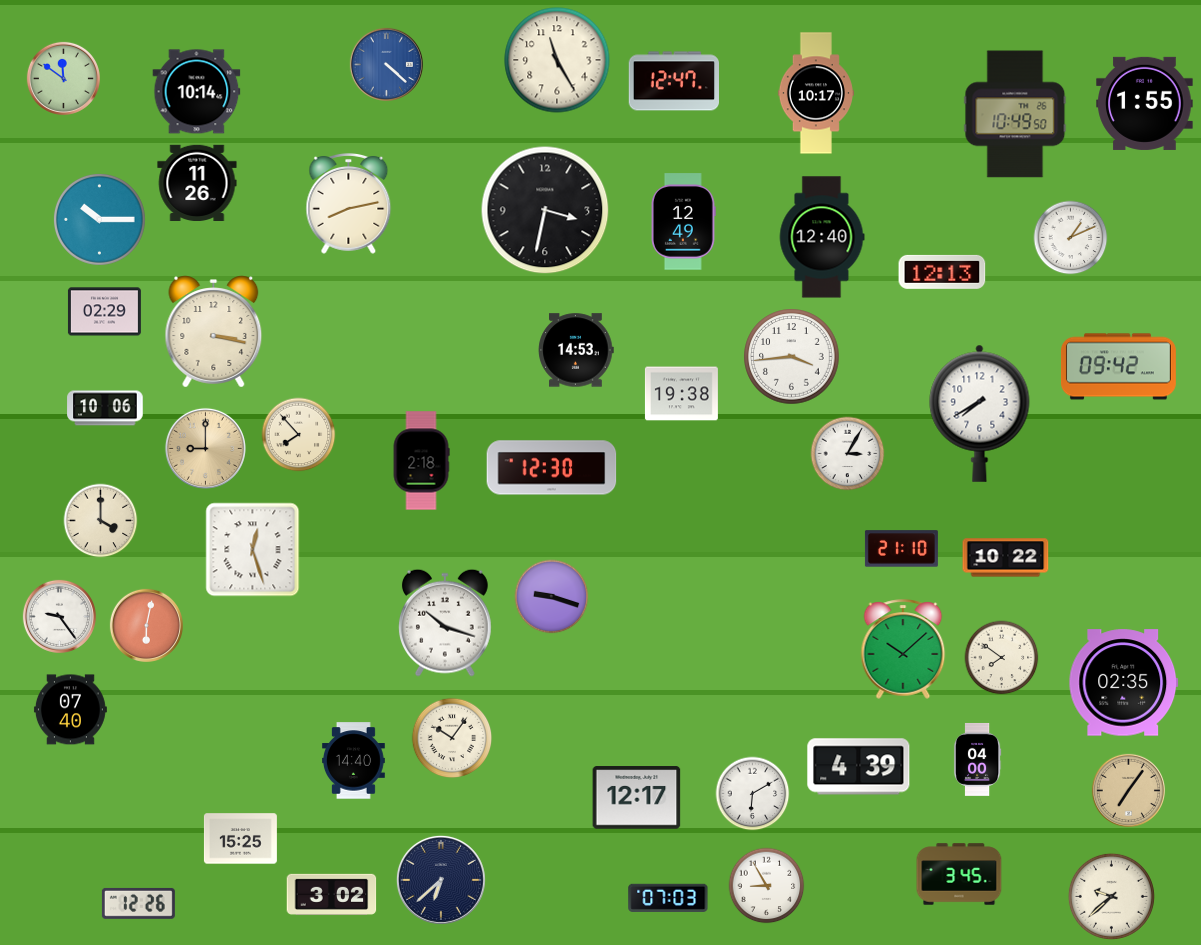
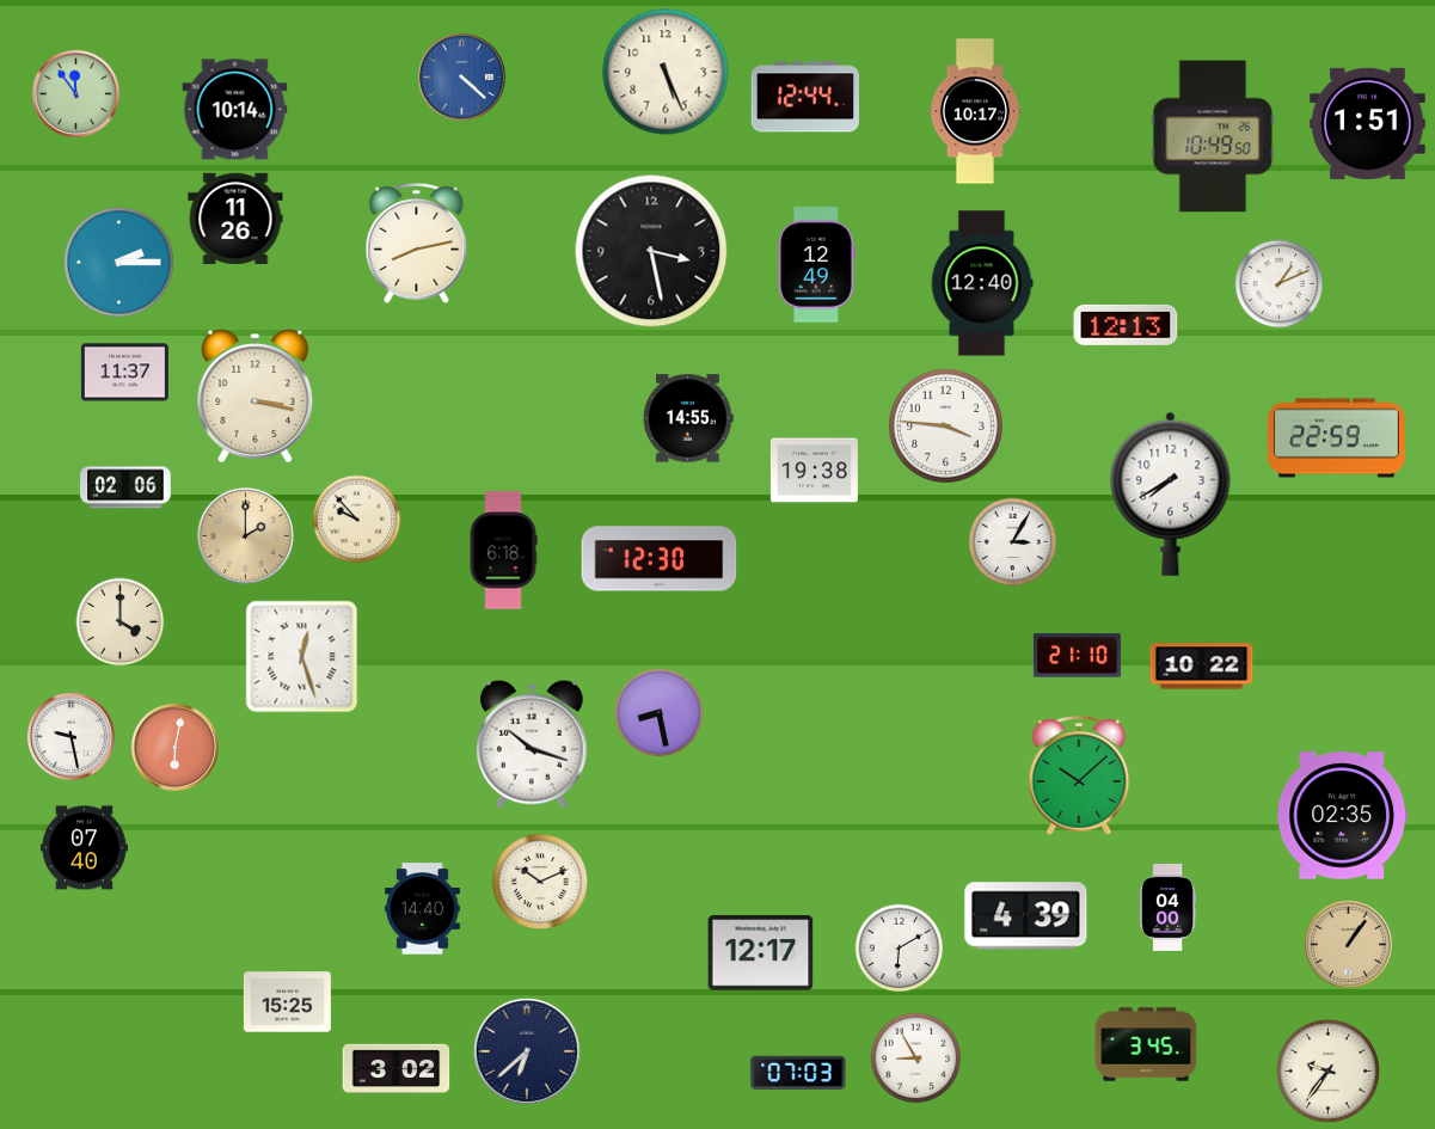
clock at (557, 60): 11:25 -> 5:26
clock at (63, 78): 11:51 -> 11:54
clock at (674, 81): 12:47 -> 12:44
clock at (1145, 103): 1:55 -> 1:51
clock at (545, 210): 3:32 -> 3:28
clock at (100, 219): 10:15 -> 2:15
clock at (104, 312): 02:29 -> 11:37
clock at (576, 350): 14:53 -> 14:55
clock at (792, 357): 3:44 -> 3:46
clock at (1118, 367): 09:42 -> 22:59
clock at (105, 408): 10:06 -> 02:06
clock at (299, 435): 7:53 -> 9:53
clock at (205, 448): 9:00 -> 2:00
clock at (421, 461): 2:18 -> 6:18
clock at (552, 597): 9:18 -> 8:28
clock at (59, 616): 9:24 -> 9:28
clock at (1002, 658): 7:51 -> none
clock at (452, 738): 10:06 -> 10:11
clock at (1128, 790): 7:06 -> 1:06
clock at (1111, 896): 9:38 -> 9:36
clock at (138, 903): 12:26 -> none
